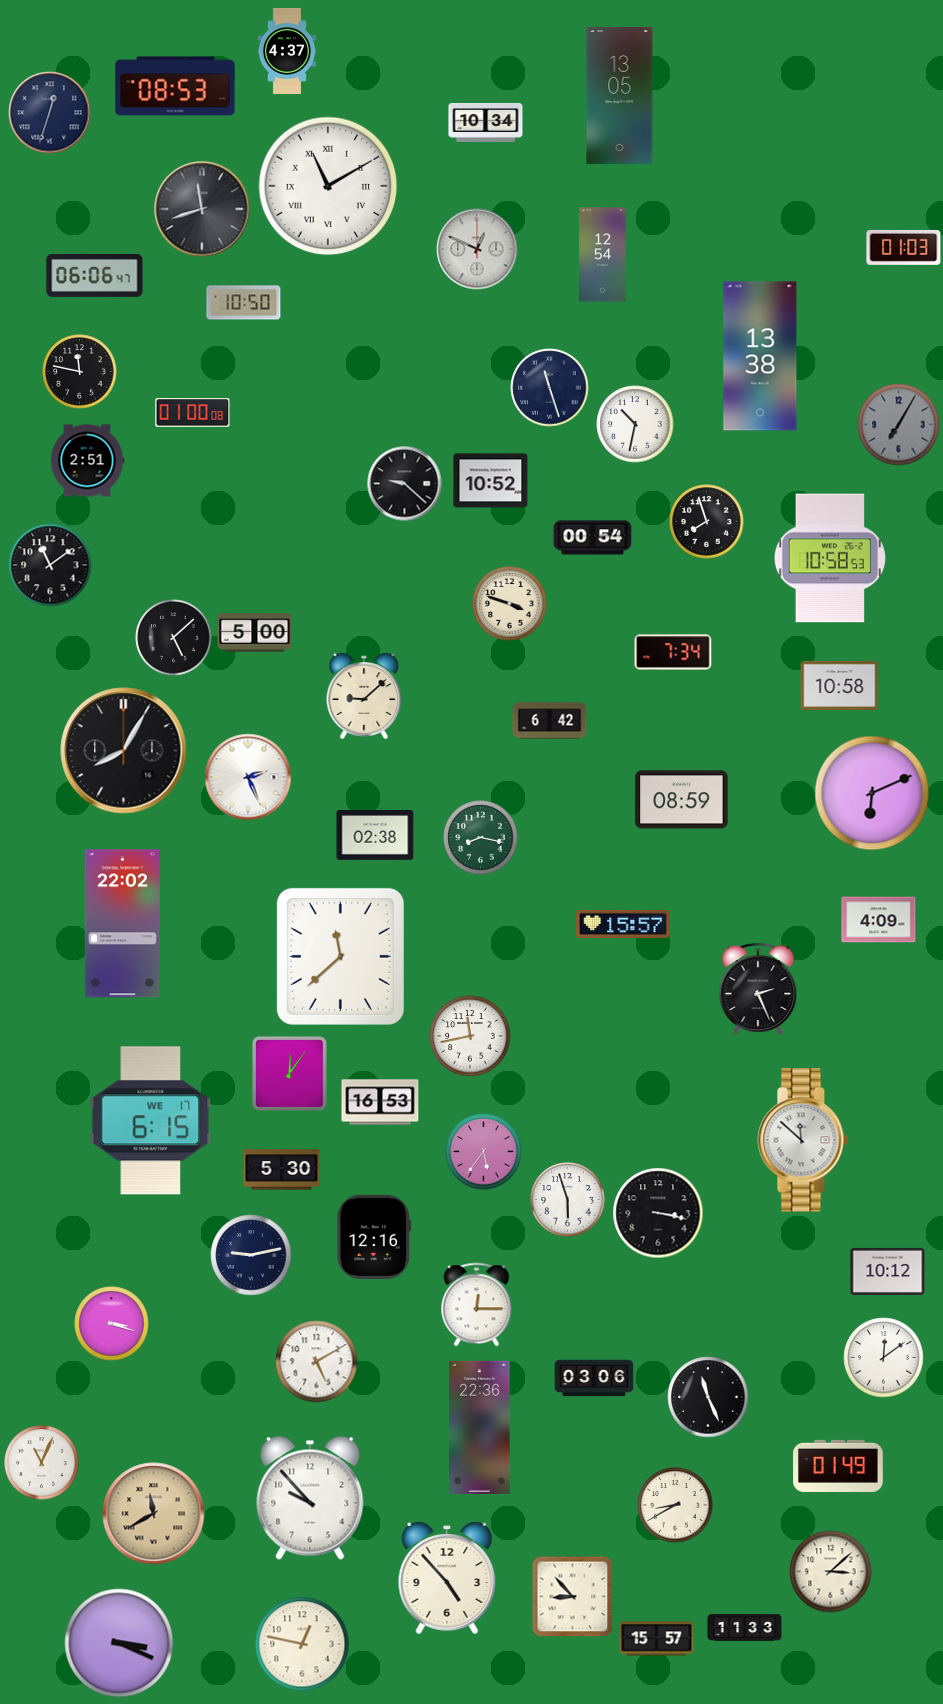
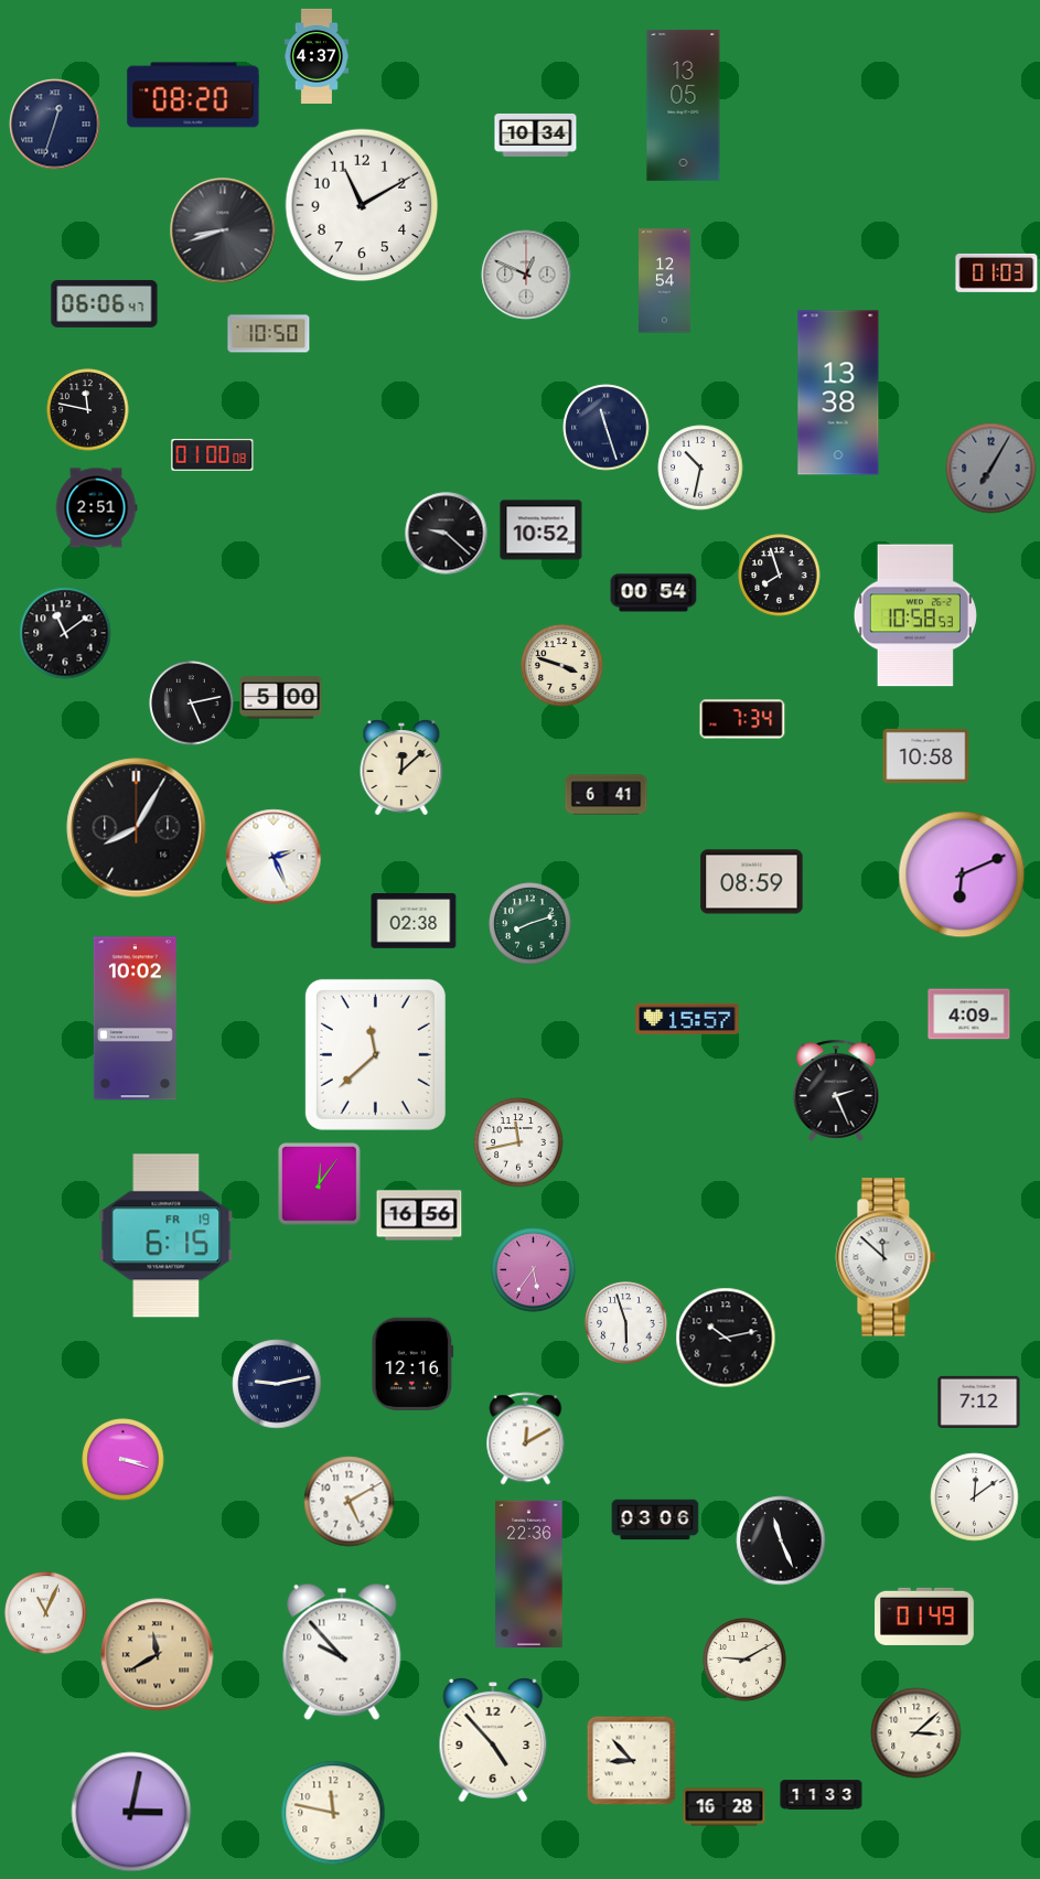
clock at (175, 86): 08:53 -> 08:20
clock at (328, 186) numerals: Roman -> Arabic
clock at (202, 209): 11:42 -> 8:42
clock at (50, 565) position: (50, 565) -> (65, 633)
clock at (174, 638): 5:08 -> 5:13
clock at (364, 696): 9:08 -> 12:08
clock at (550, 721): 6:42 -> 6:41
clock at (481, 838): 8:17 -> 8:12
clock at (122, 924): 22:02 -> 10:02
clock at (380, 1102): 16:53 -> 16:56
clock at (151, 1121) date: WE 17 -> FR 19
clock at (282, 1170): 5:30 -> none
clock at (658, 1213): 3:17 -> 10:13
clock at (888, 1271): 10:12 -> 7:12
clock at (477, 1305): 12:15 -> 12:10
clock at (675, 1505): 8:40 -> 9:10
clock at (154, 1514) position: (154, 1514) -> (158, 1655)
clock at (657, 1639): 15:57 -> 16:28
clock at (119, 1643): 3:19 -> 3:02
clock at (302, 1644): 12:47 -> 11:47
